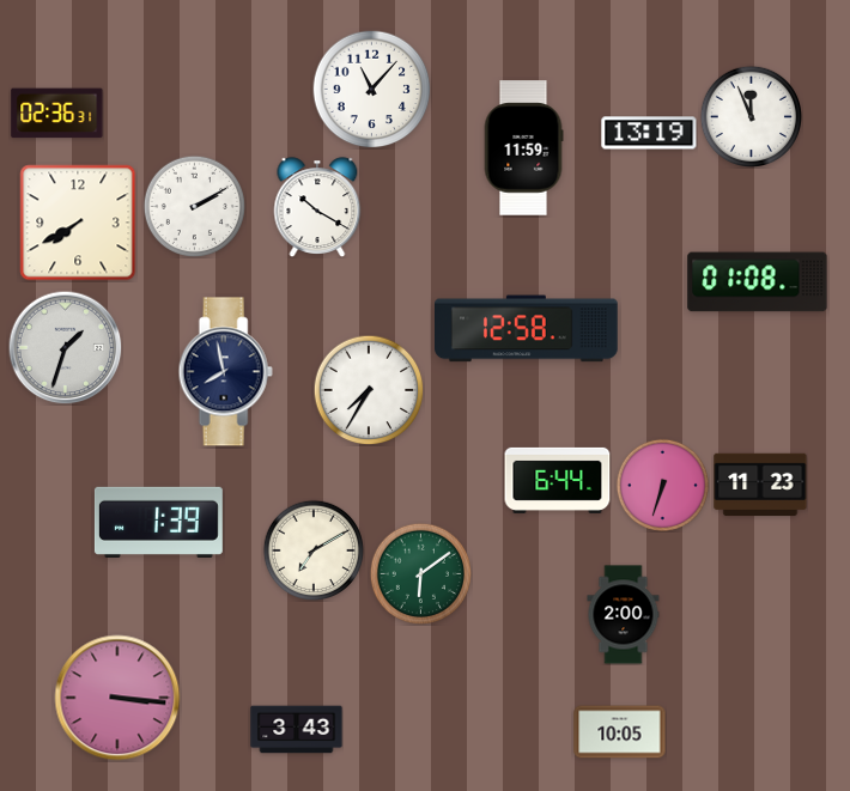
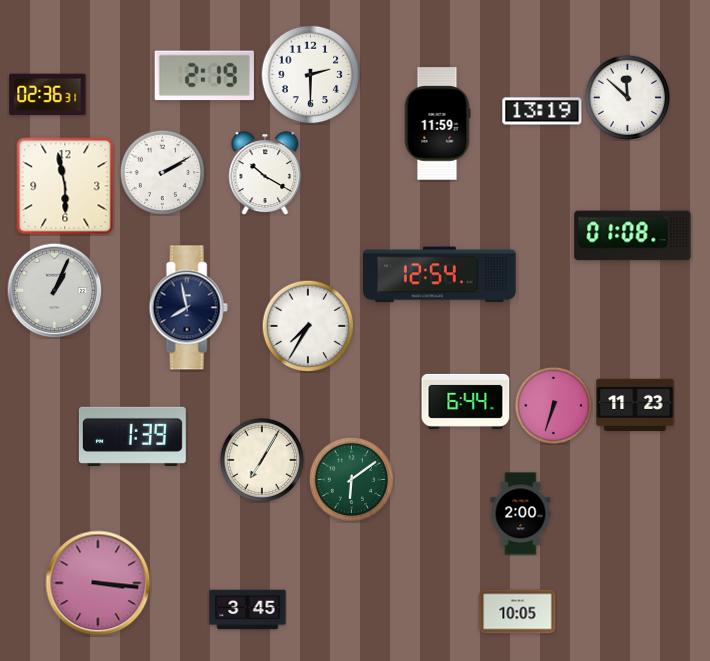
clock at (372, 90): 11:07 -> 2:30
clock at (204, 76): none -> 2:19
clock at (751, 116): 11:56 -> 11:52
clock at (78, 223): 7:40 -> 5:58
clock at (527, 329): 12:58 -> 12:54
clock at (65, 347): 1:33 -> 1:04
clock at (225, 372) position: (225, 372) -> (188, 308)
clock at (312, 549): 7:10 -> 7:05
clock at (297, 730): 3:43 -> 3:45
